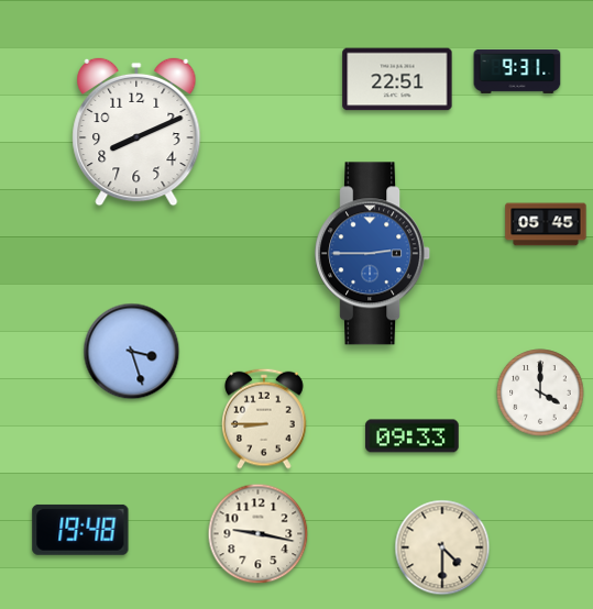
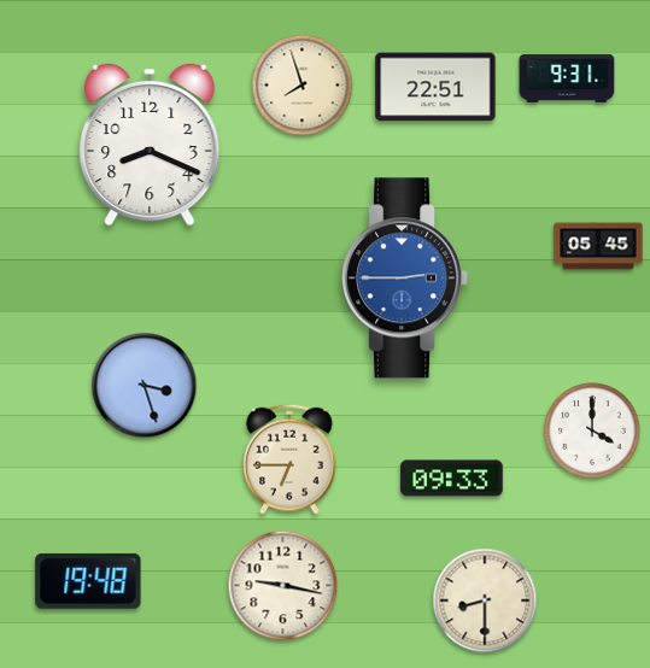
clock at (303, 86): none -> 7:57
clock at (136, 132): 8:11 -> 8:19
clock at (373, 254) position: (373, 254) -> (405, 279)
clock at (264, 419): 8:45 -> 6:45
clock at (442, 547): 4:30 -> 8:30
